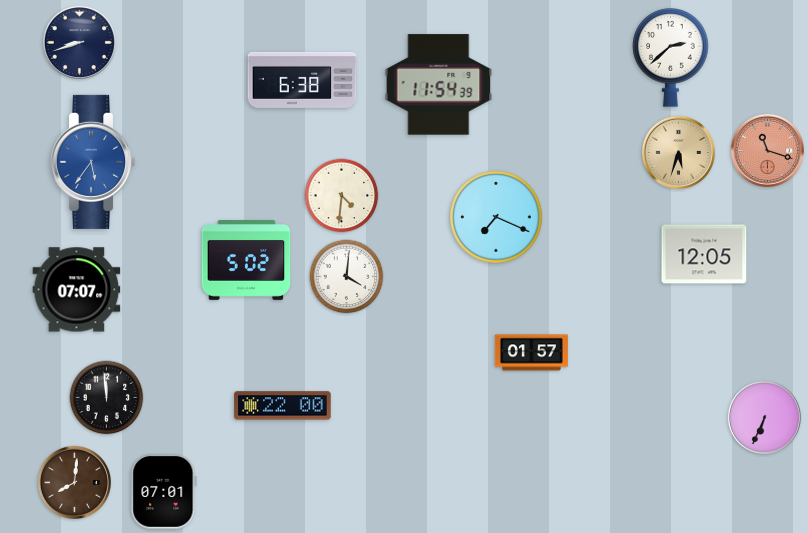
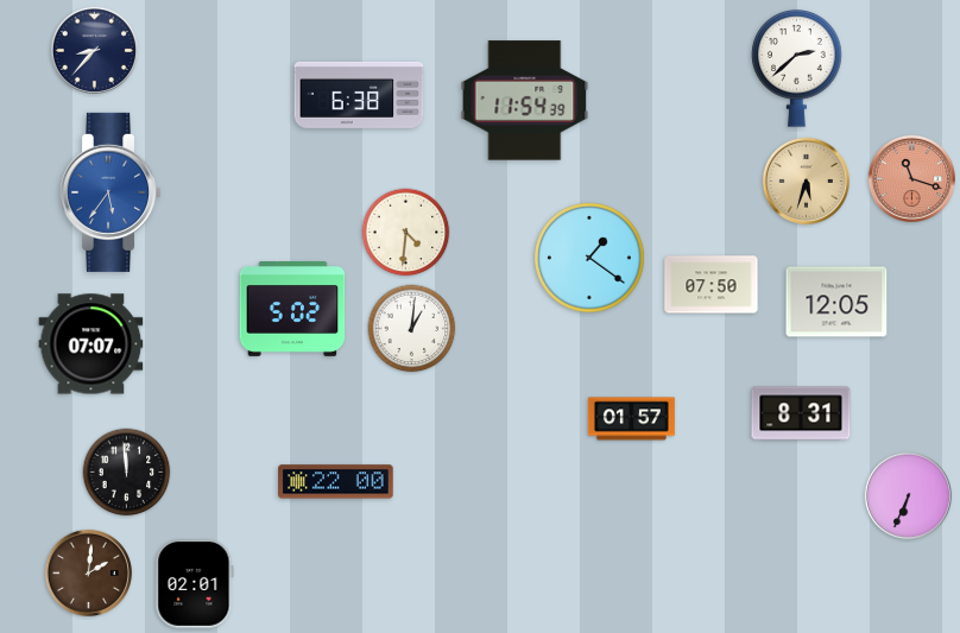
clock at (79, 42): 8:42 -> 8:37
clock at (439, 85) position: (439, 85) -> (525, 101)
clock at (497, 218): 7:19 -> 1:21
clock at (712, 285): none -> 07:50
clock at (347, 277): 4:01 -> 1:01
clock at (801, 413): none -> 8:31
clock at (74, 482): 8:01 -> 2:01
clock at (164, 492): 07:01 -> 02:01
